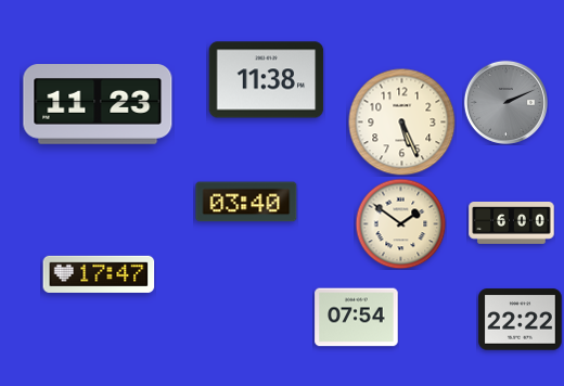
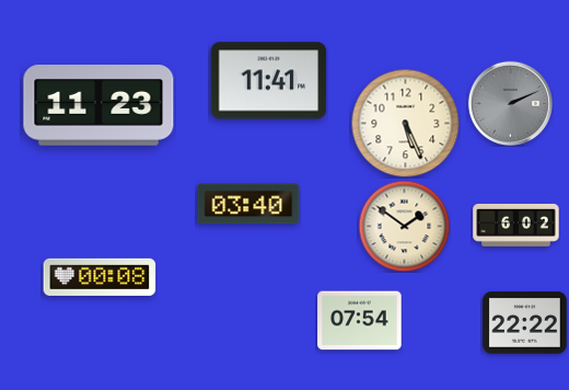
clock at (267, 80): 11:38 -> 11:41
clock at (512, 223): 6:00 -> 6:02
clock at (99, 274): 17:47 -> 00:08
